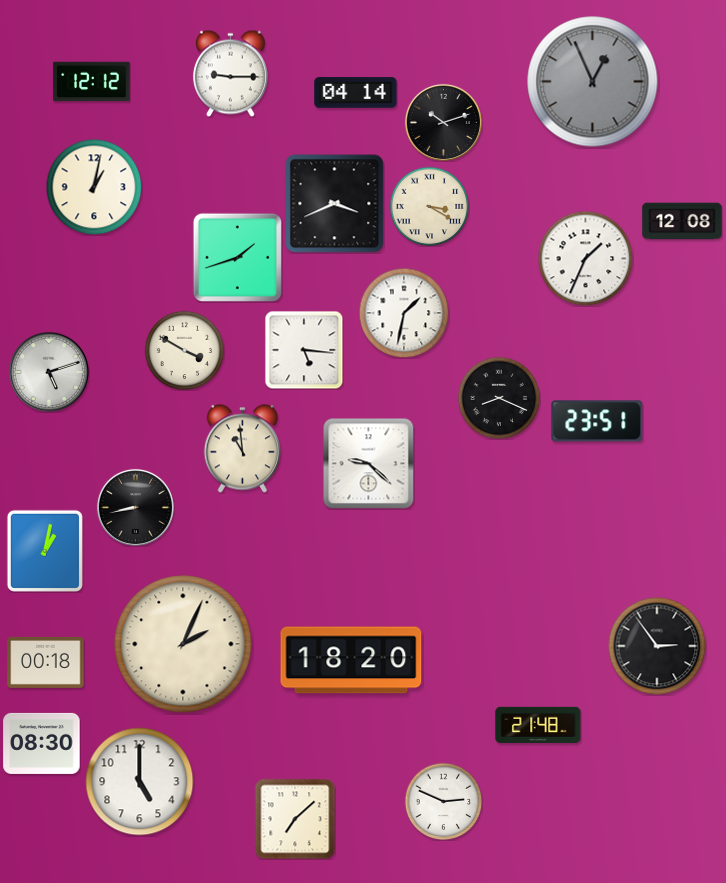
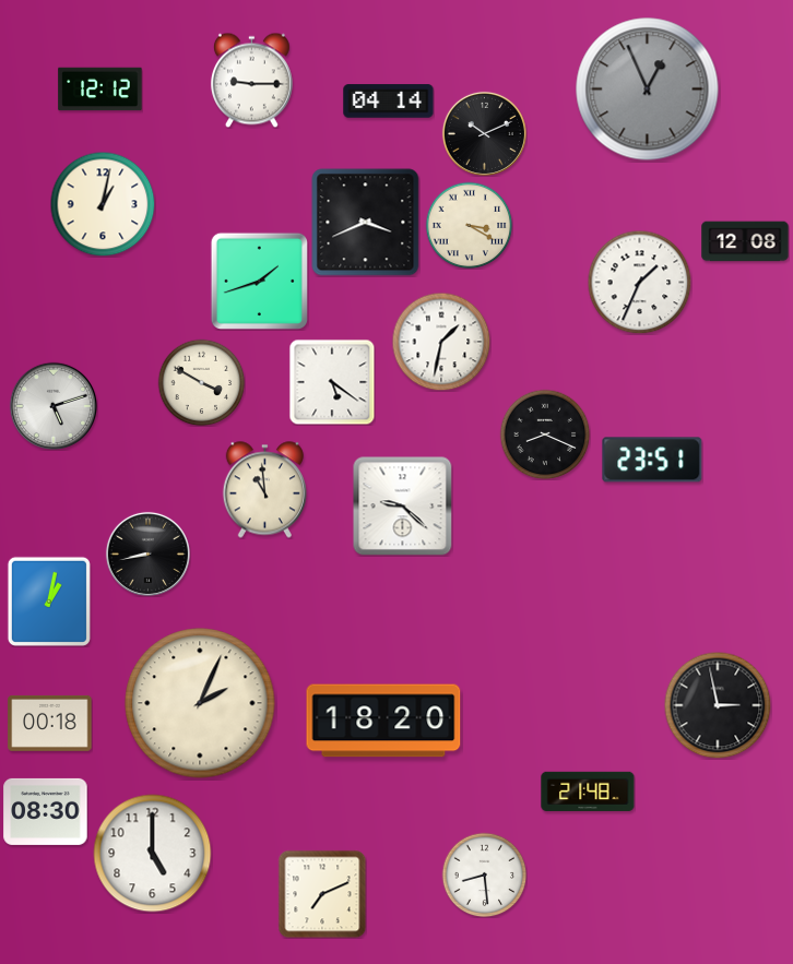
clock at (443, 122): 10:12 -> 10:11
clock at (304, 350): 5:16 -> 5:21
clock at (657, 646): 2:54 -> 2:58
clock at (443, 801): 2:49 -> 8:29
clock at (295, 819): 7:08 -> 7:11
